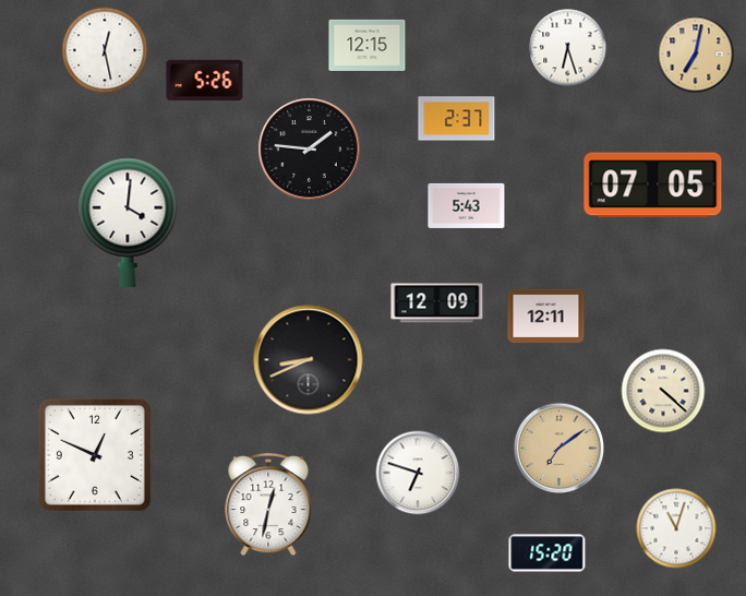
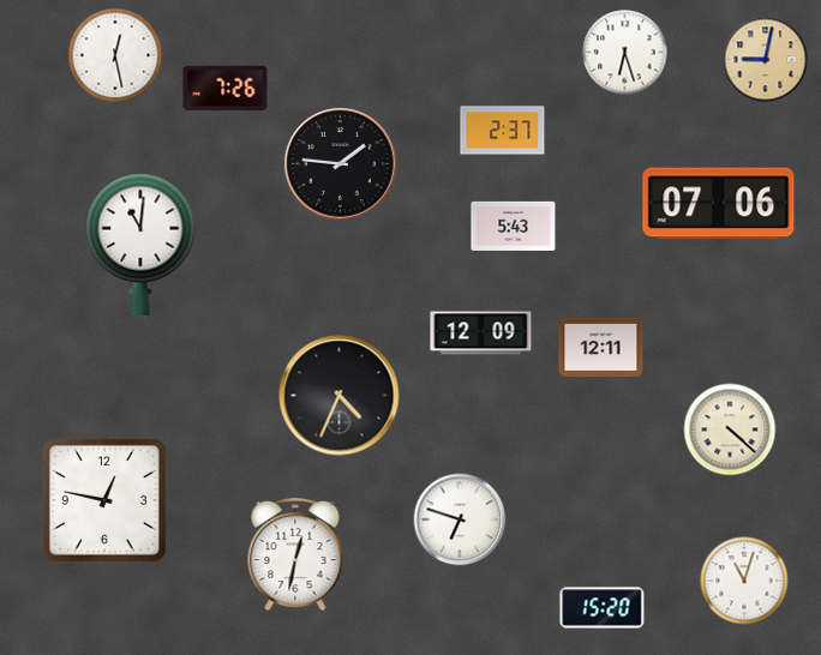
clock at (368, 45): 12:15 -> none
clock at (696, 55): 7:02 -> 9:02
clock at (205, 81): 5:26 -> 7:26
clock at (653, 186): 07:05 -> 07:06
clock at (128, 223): 4:01 -> 11:01
clock at (309, 360): 8:41 -> 4:34
clock at (559, 449): 7:09 -> none
clock at (95, 455): 12:49 -> 12:47
